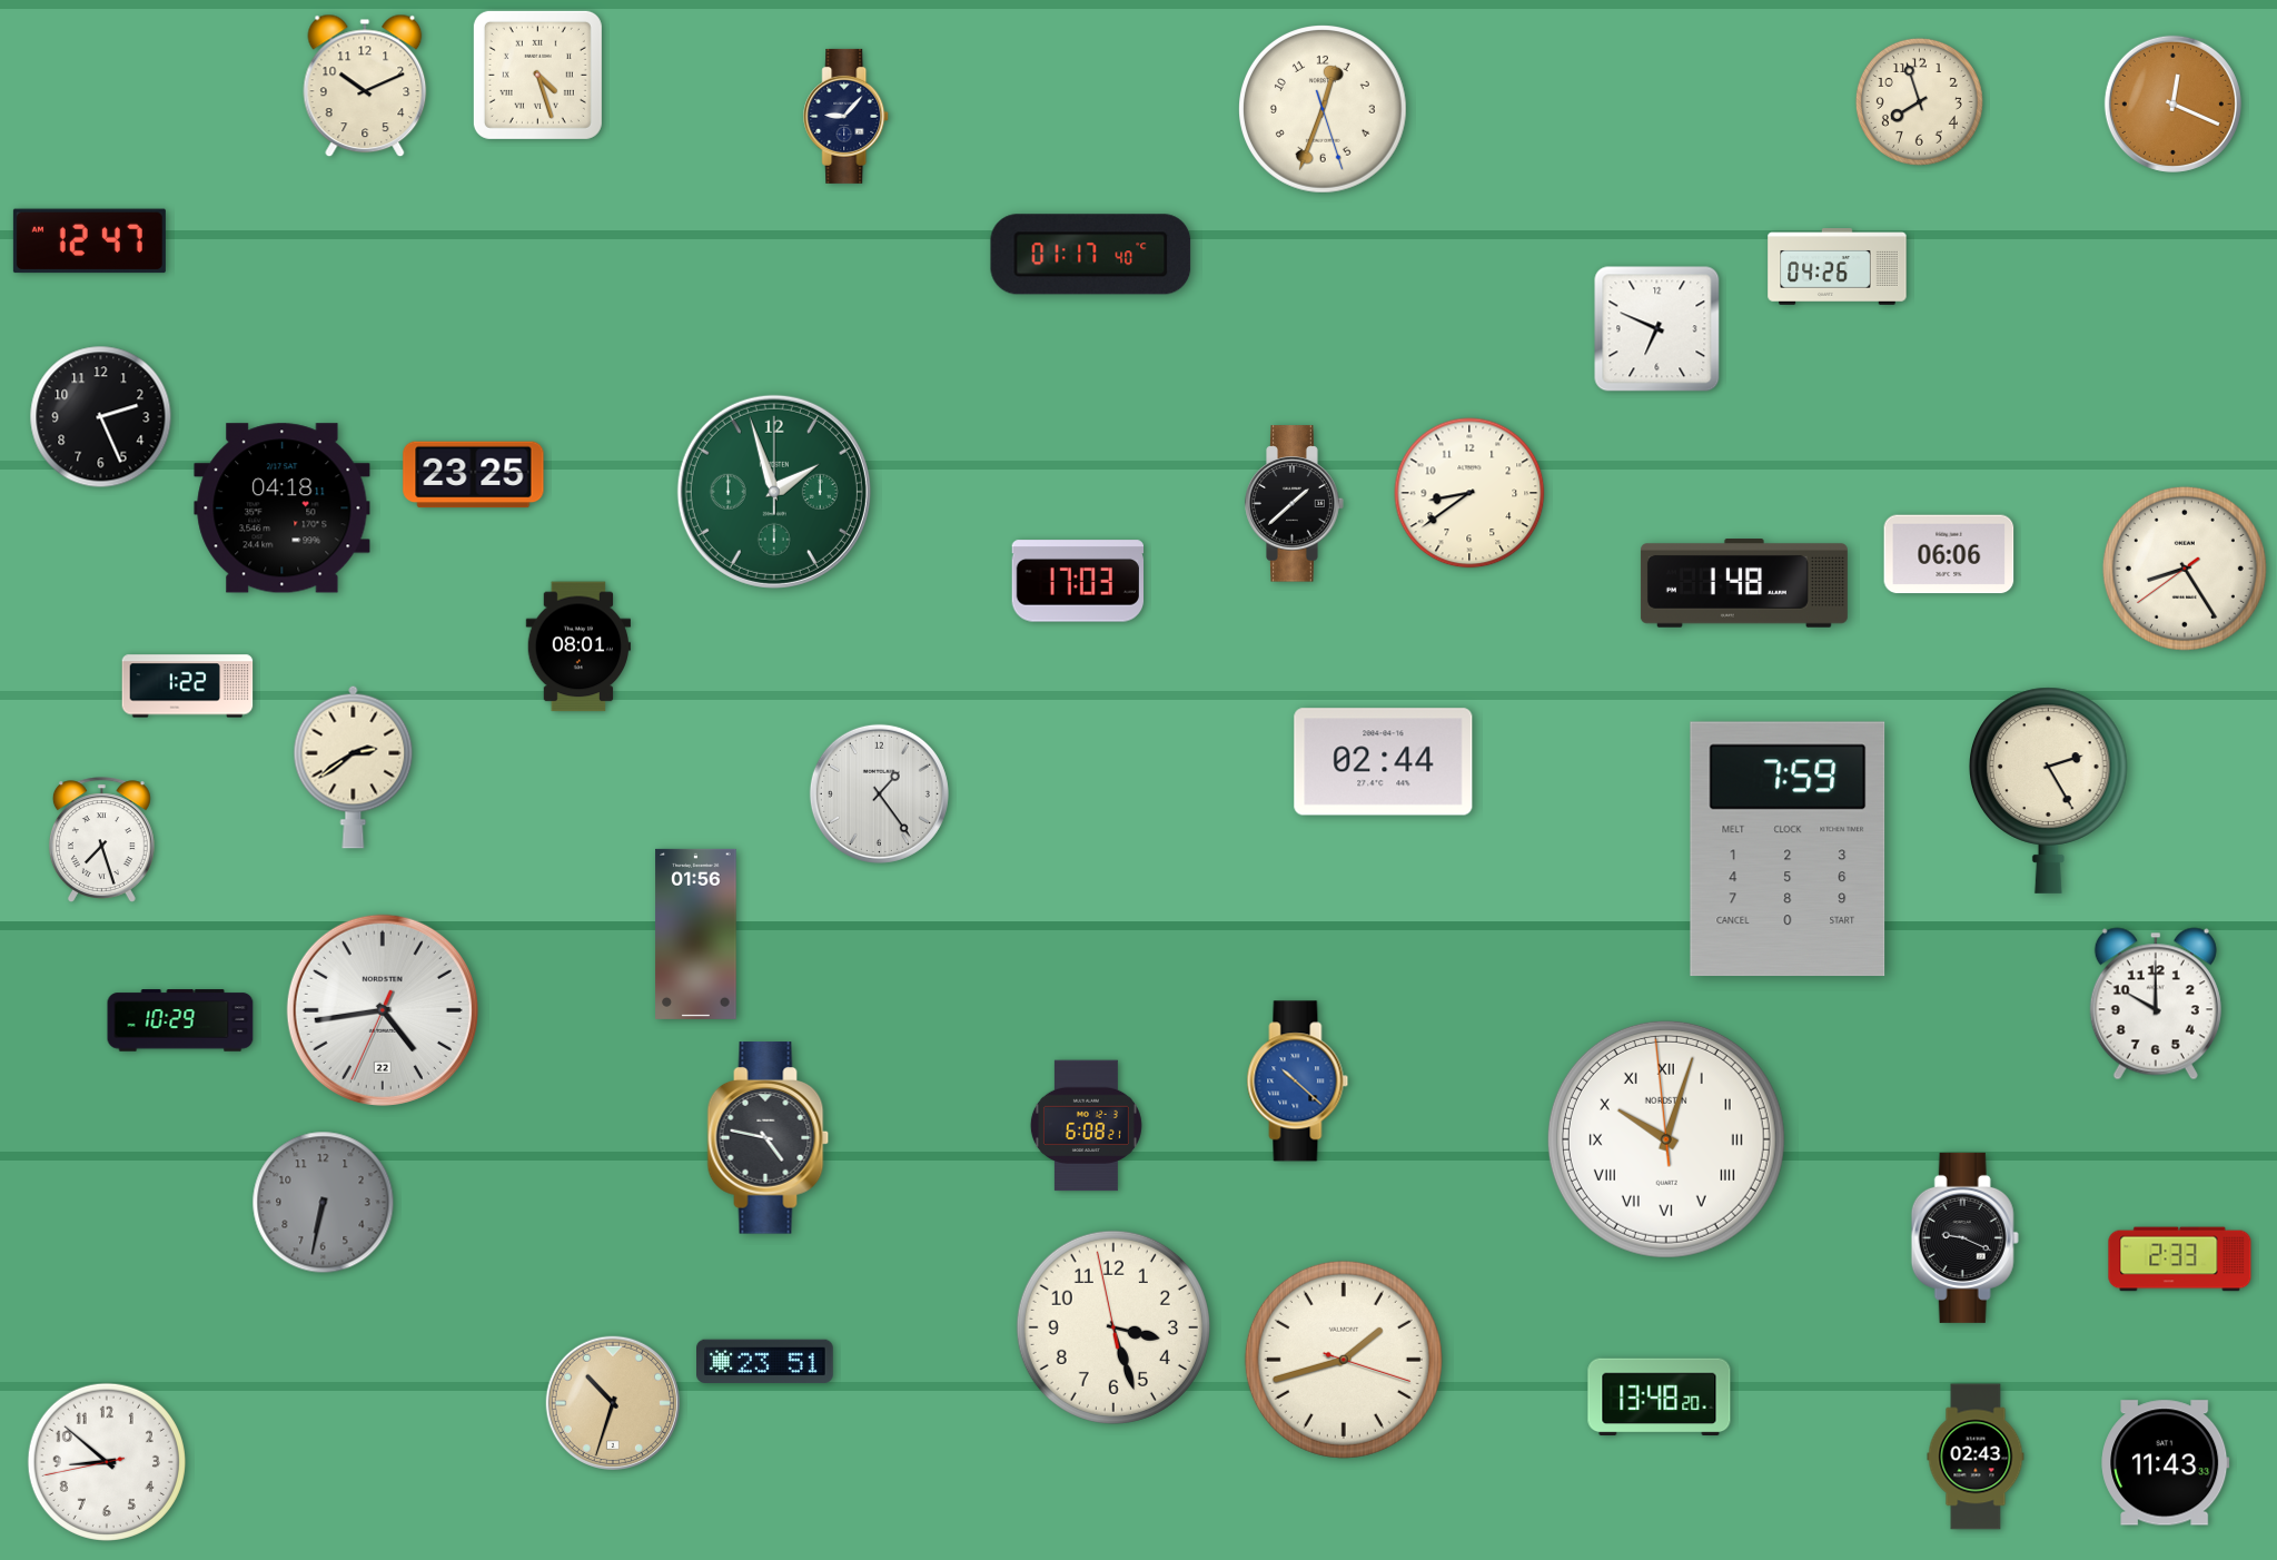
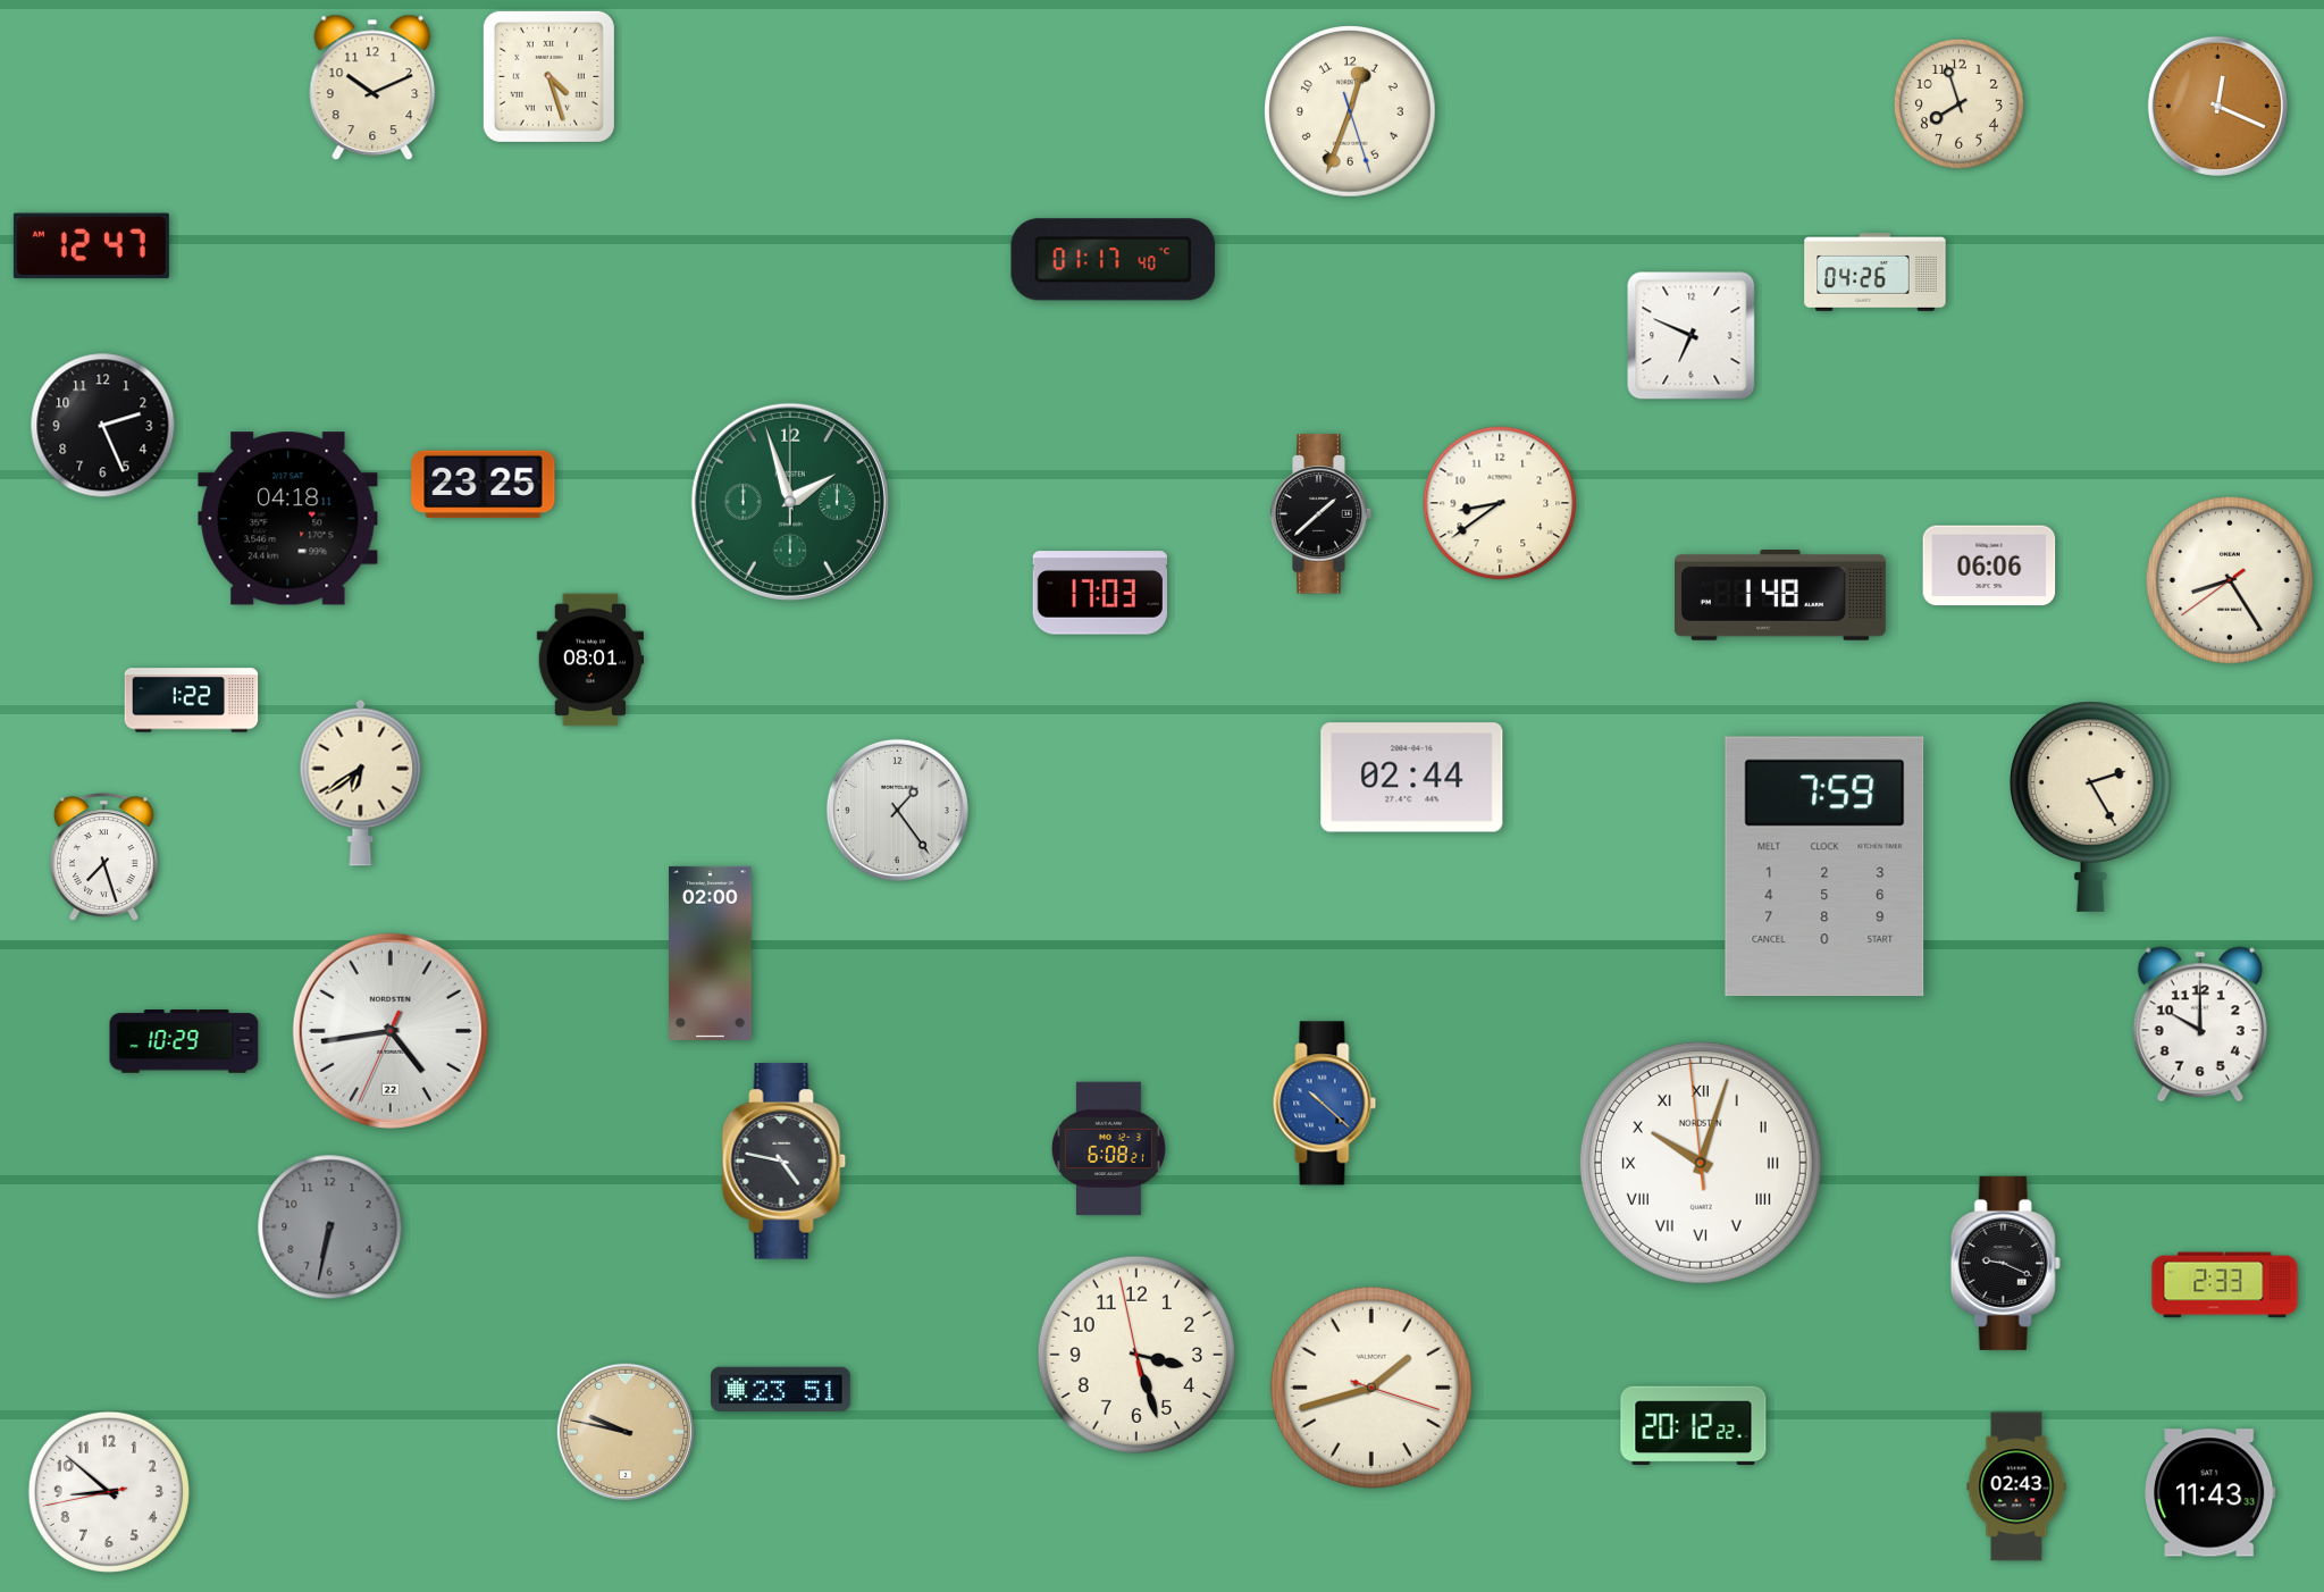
clock at (847, 116): 9:07 -> none
clock at (354, 767): 2:39 -> 6:39
clock at (696, 934): 01:56 -> 02:00
clock at (1660, 1398): 13:48 -> 20:12
clock at (612, 1402): 10:33 -> 9:47
